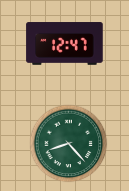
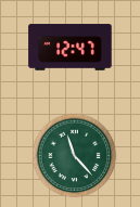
clock at (68, 143): 8:23 -> 11:23
